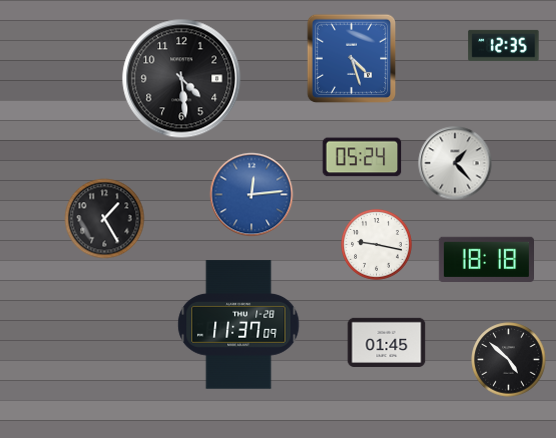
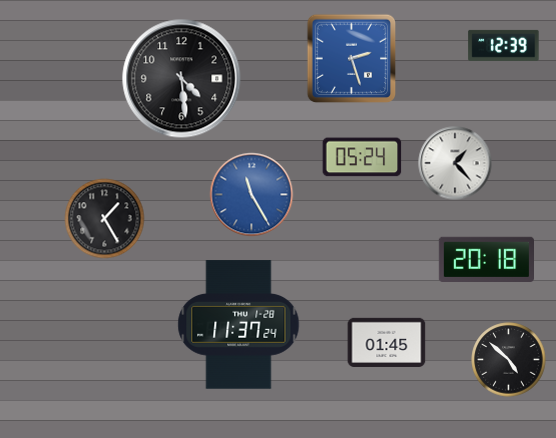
clock at (504, 45): 12:35 -> 12:39
clock at (352, 59): 4:27 -> 2:27
clock at (252, 195): 12:14 -> 11:25
clock at (376, 244): 9:17 -> none
clock at (486, 259): 18:18 -> 20:18
clock at (239, 325): 11:37:09 -> 11:37:24
